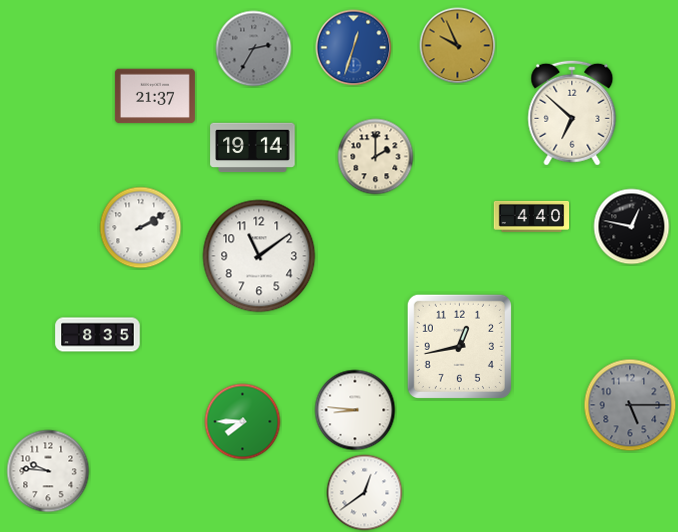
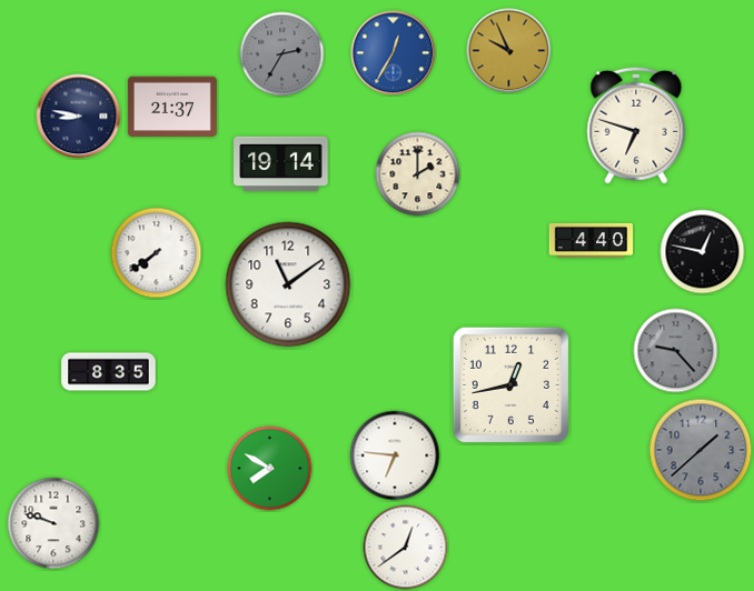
clock at (354, 48): 12:33 -> 12:35
clock at (79, 117): none -> 8:47
clock at (572, 113): 6:52 -> 6:48
clock at (141, 228): 2:10 -> 7:39
clock at (676, 351): none -> 9:23
clock at (630, 405): 5:15 -> 1:38
clock at (355, 410): 8:46 -> 6:46
clock at (243, 422): 7:45 -> 7:50
clock at (48, 471): 9:46 -> 9:48
